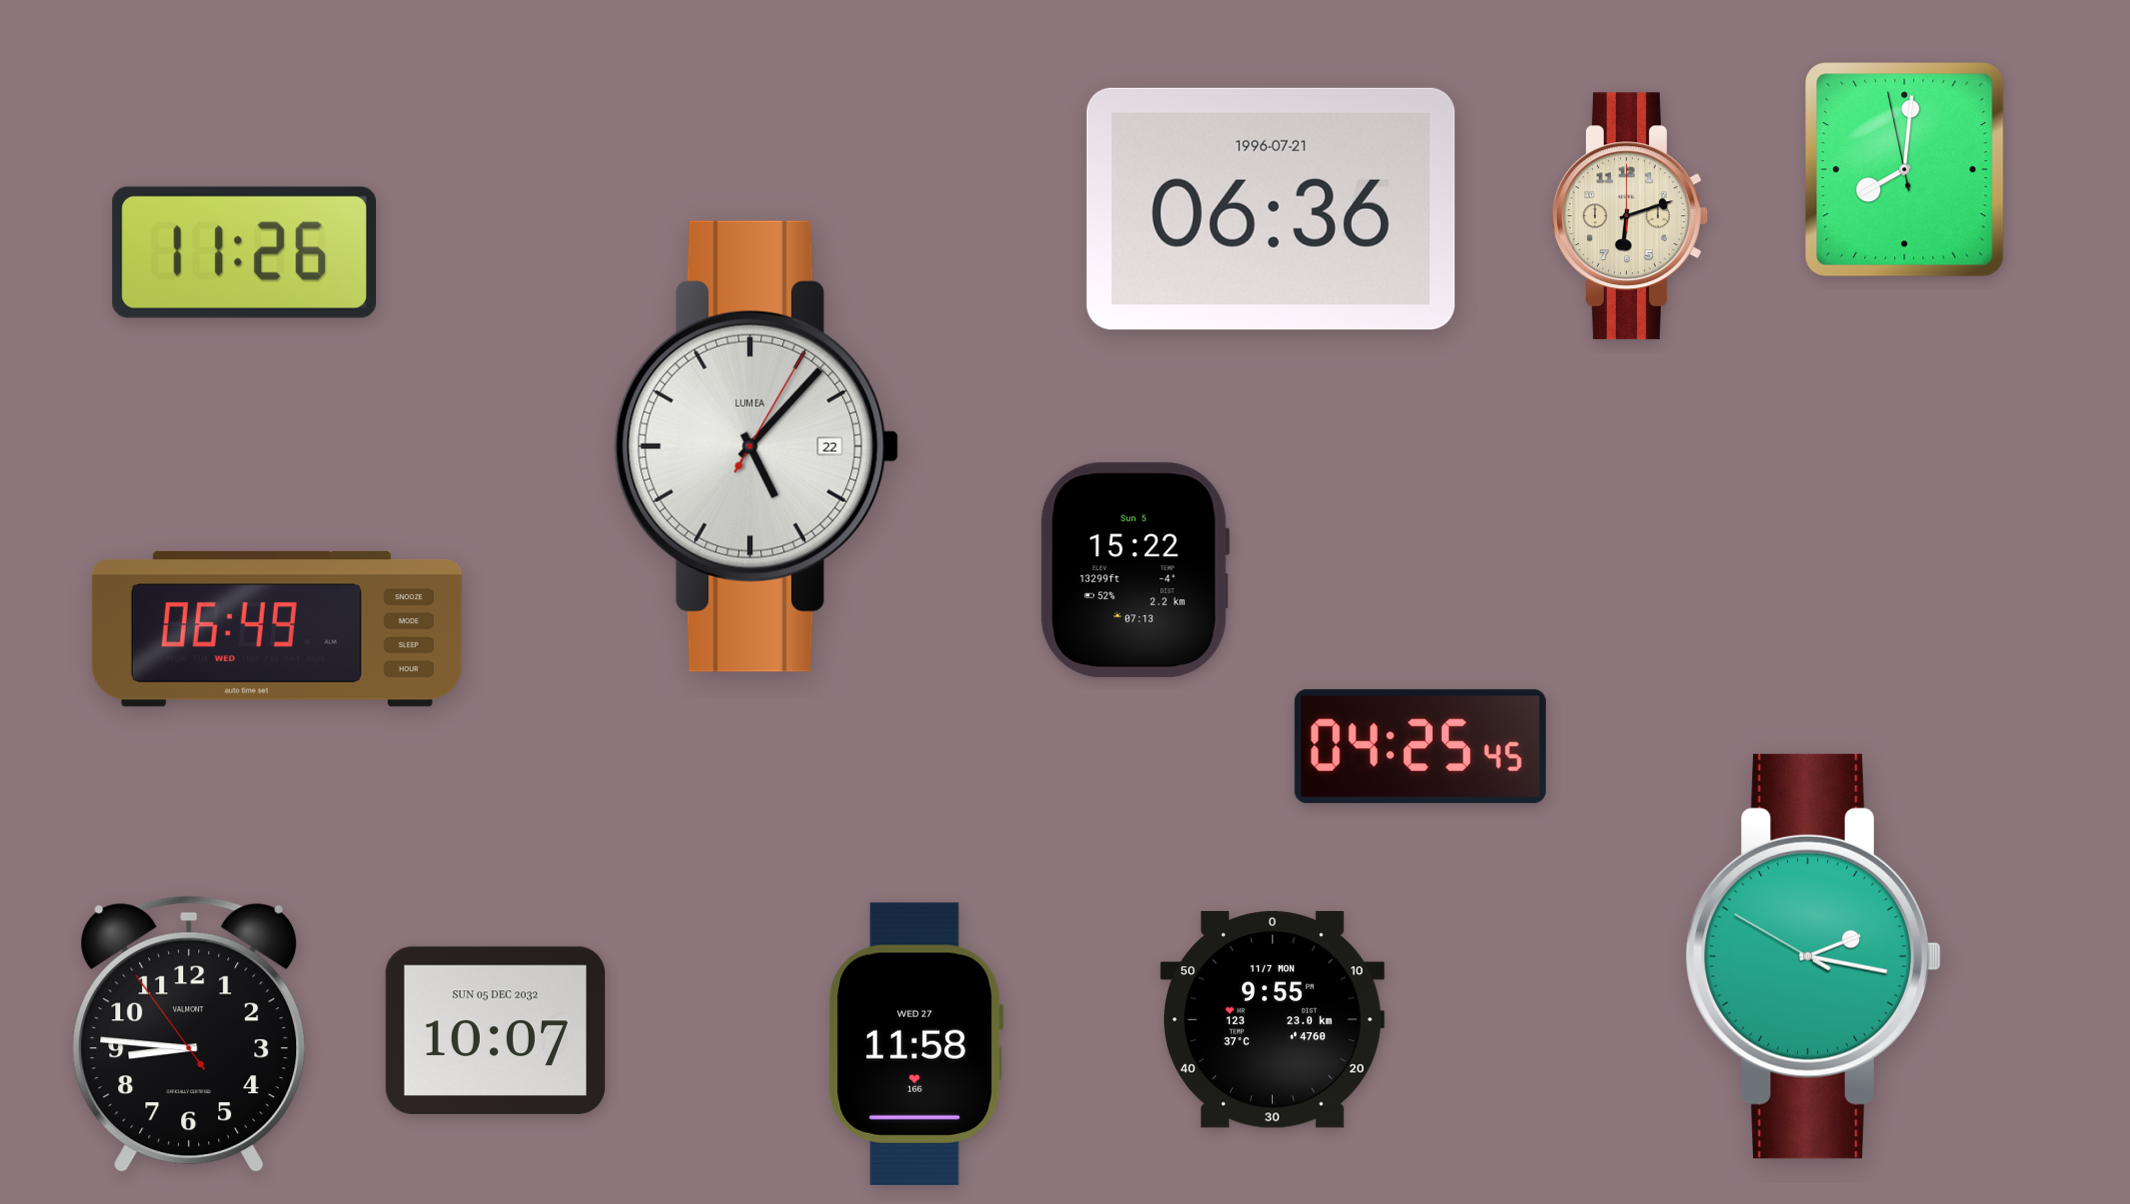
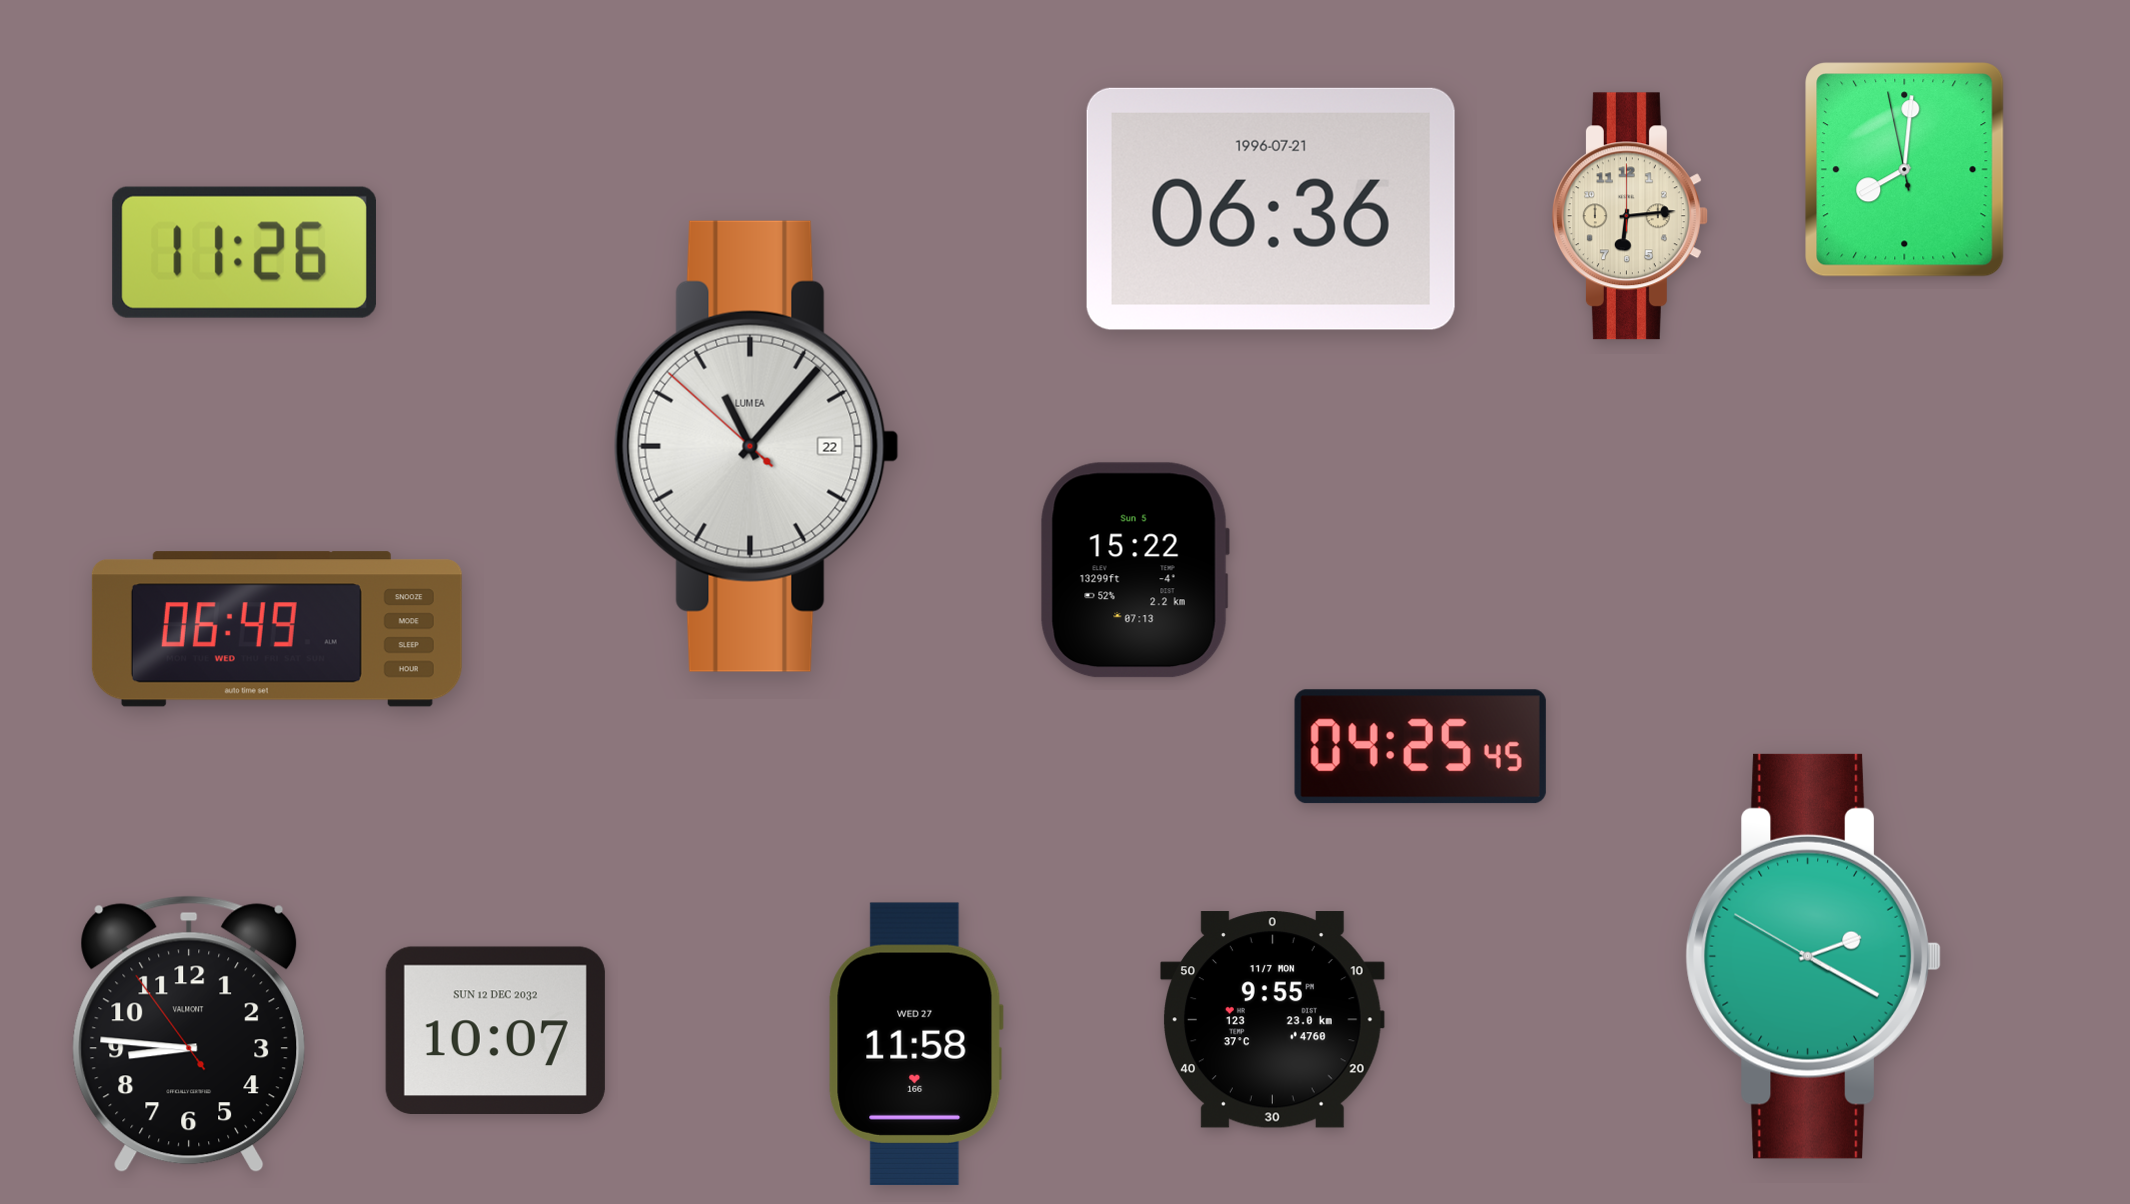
clock at (1630, 216): 6:12 -> 6:14
clock at (756, 446): 5:07 -> 11:06
clock at (1813, 956): 2:16 -> 2:19
clock at (495, 1030) date: SUN 05 DEC 2032 -> SUN 12 DEC 2032
